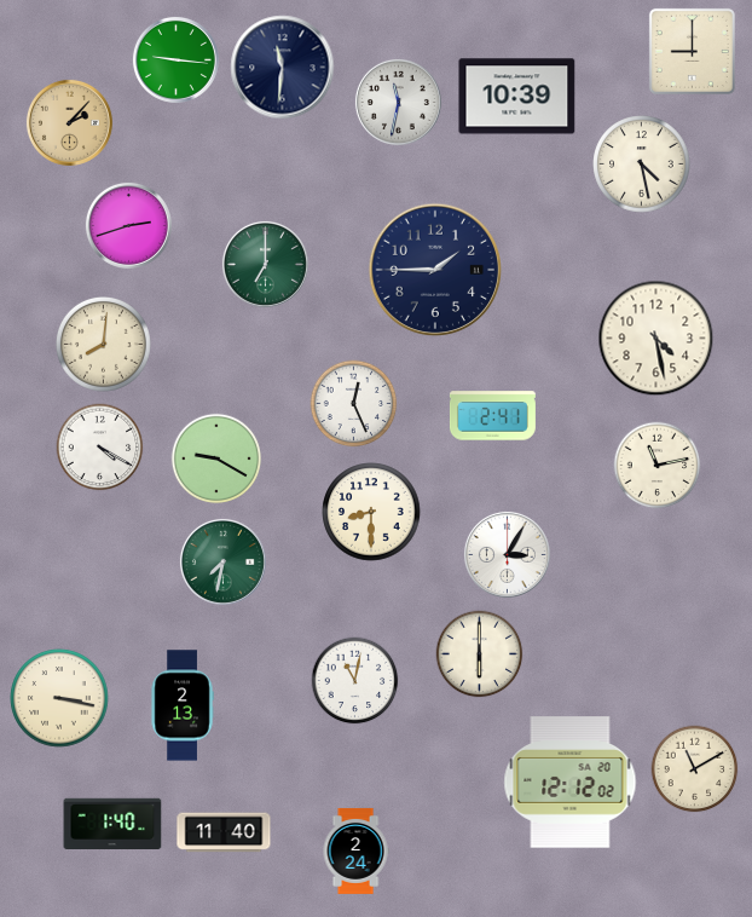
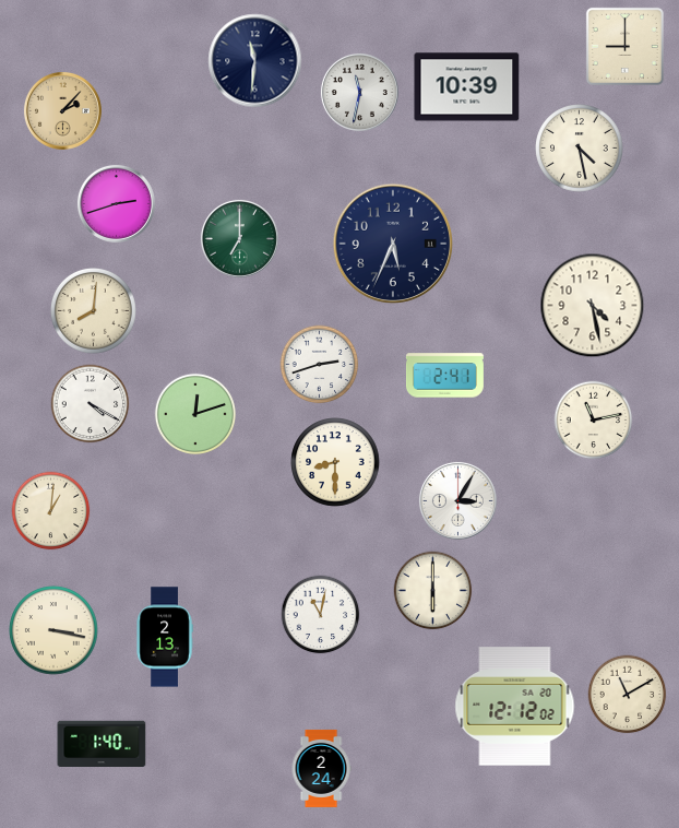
clock at (175, 59): 9:16 -> none
clock at (435, 270): 1:45 -> 5:34
clock at (354, 404): 12:26 -> 2:42
clock at (215, 457): 9:20 -> 12:12
clock at (222, 561): 7:32 -> none
clock at (51, 511): none -> 1:01
clock at (224, 832): 11:40 -> none
